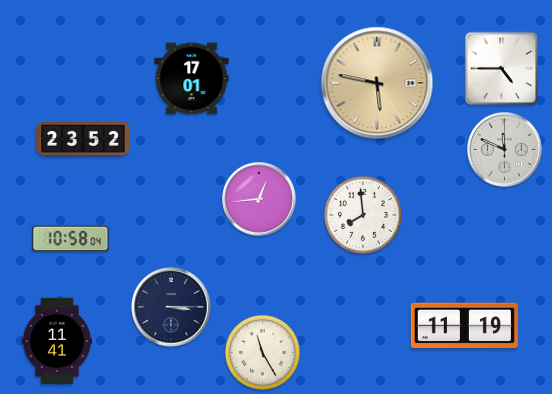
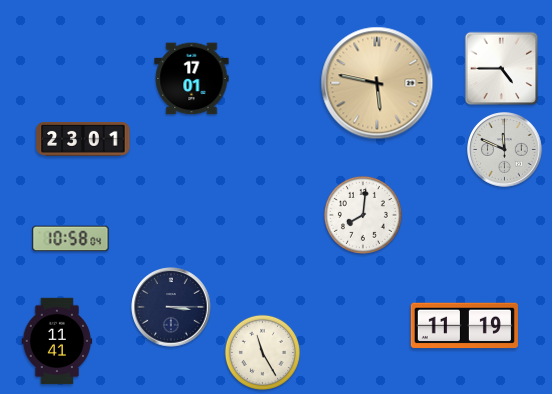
clock at (83, 139): 23:52 -> 23:01
clock at (259, 199): 12:44 -> none
clock at (363, 215): 7:59 -> 8:01
